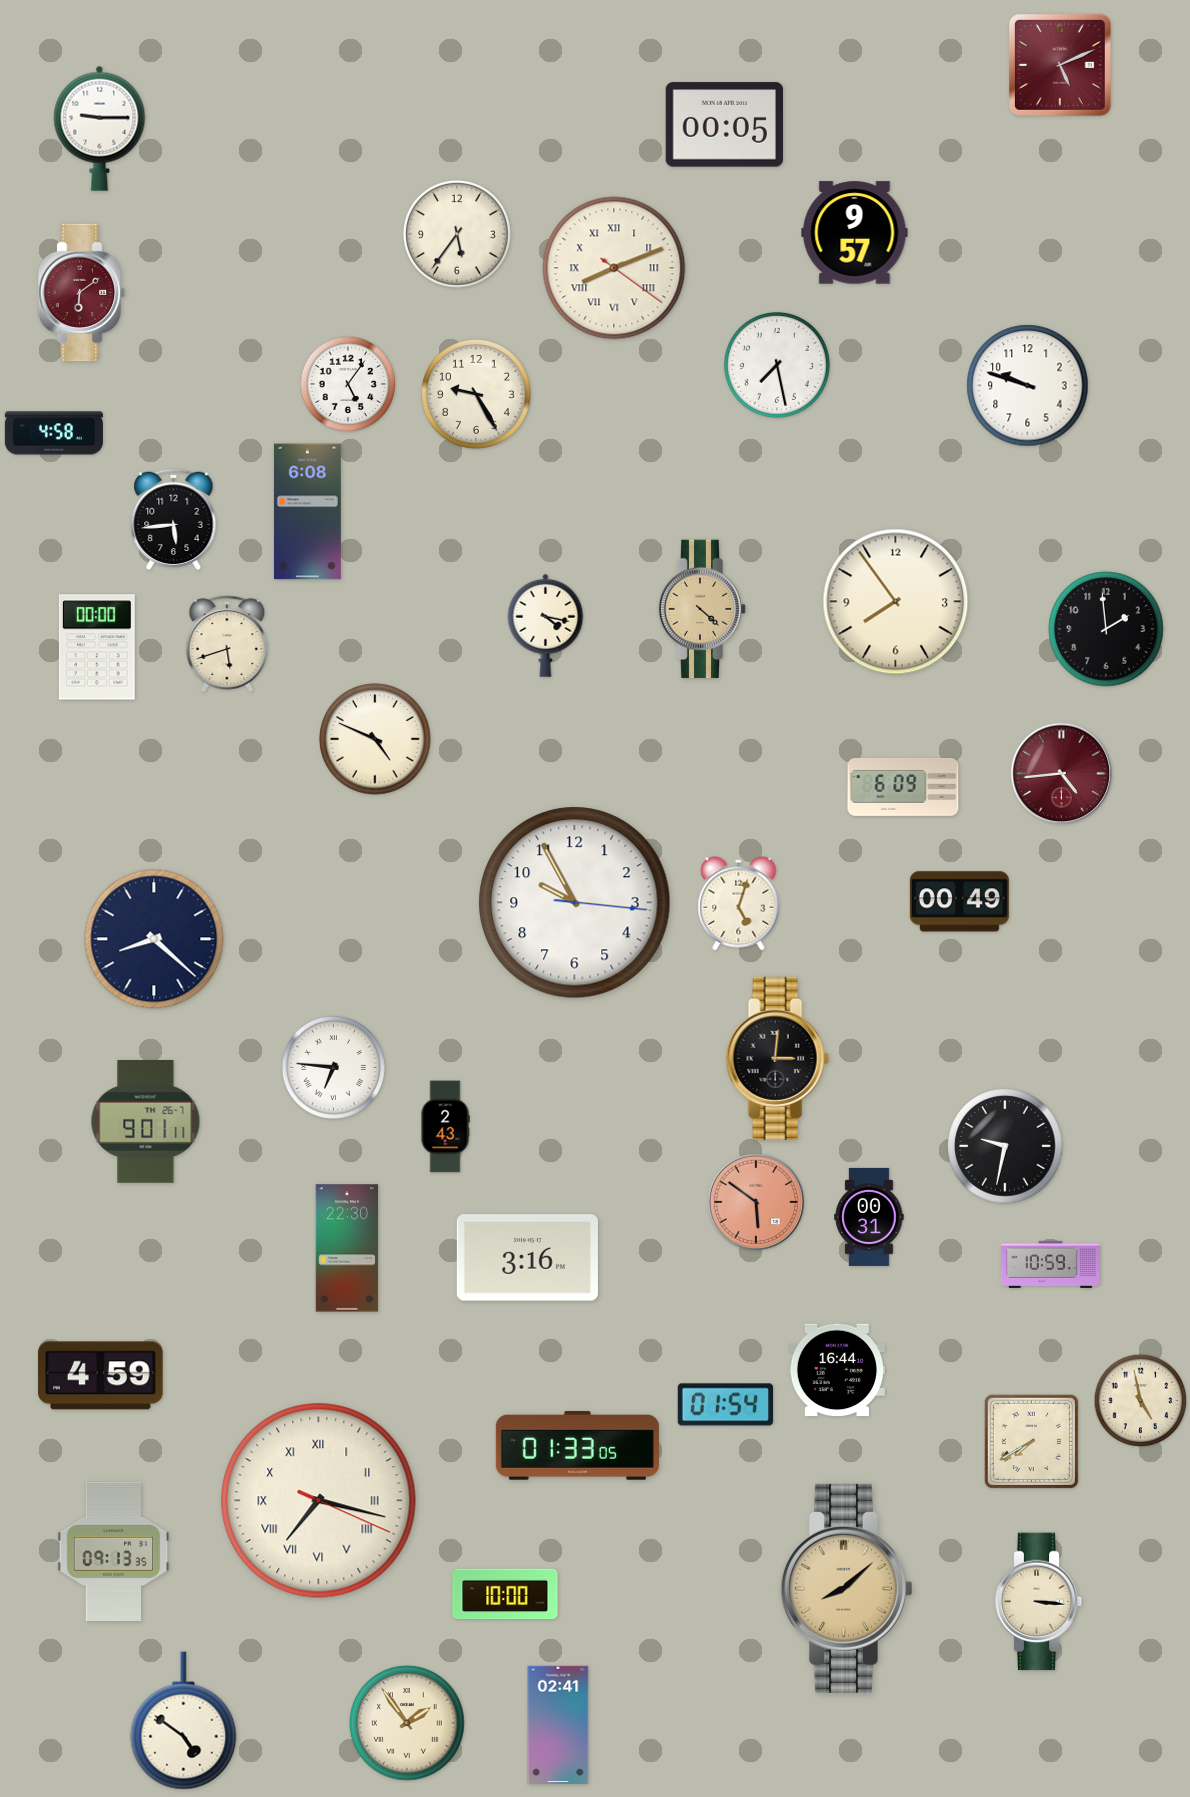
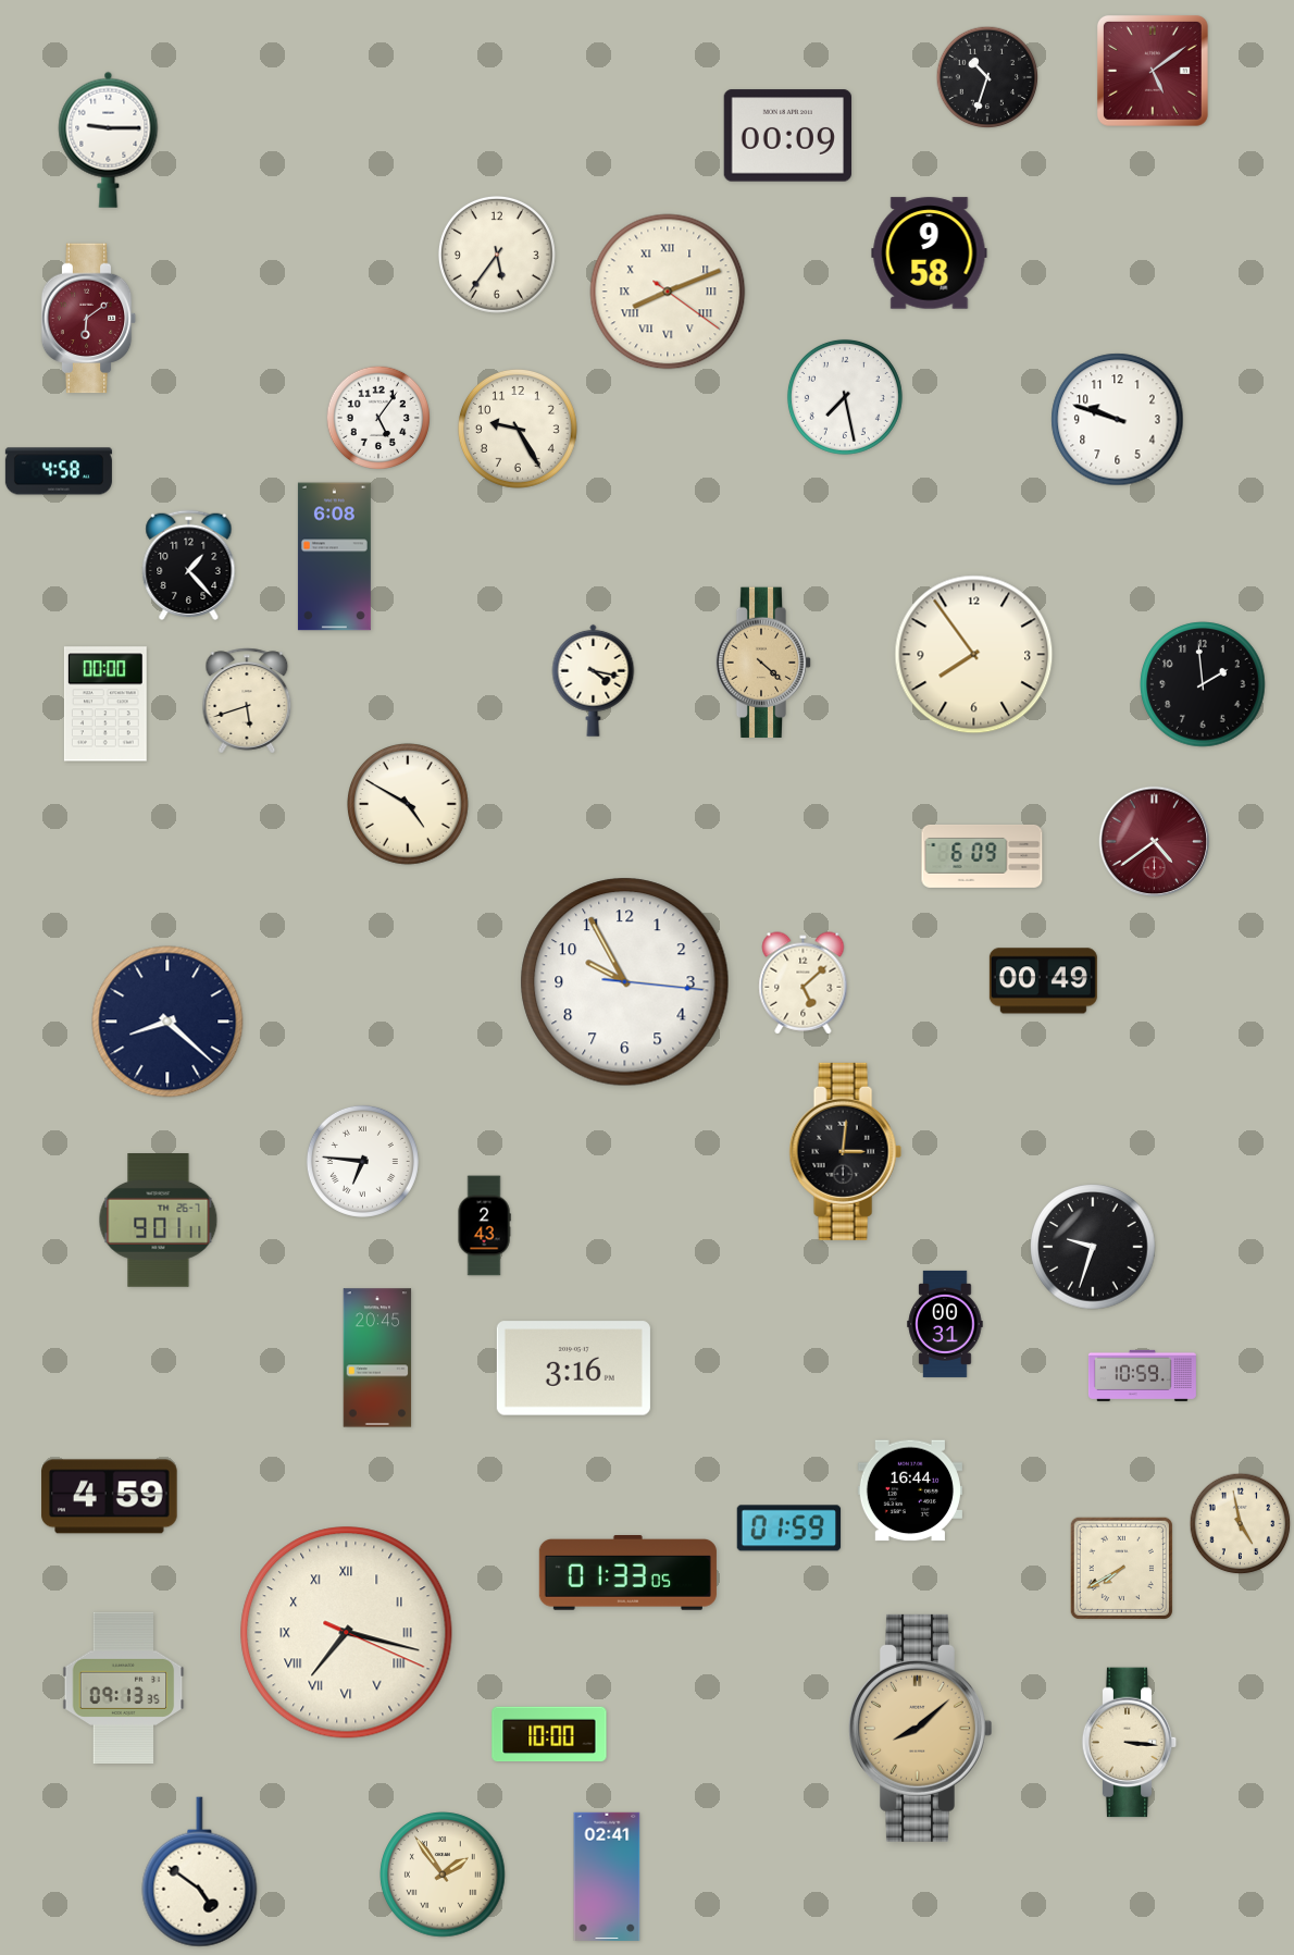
clock at (1060, 65): 5:11 -> 5:09
clock at (987, 77): none -> 10:33
clock at (724, 125): 00:05 -> 00:09
clock at (855, 233): 9:57 -> 9:58
clock at (174, 520): 5:44 -> 1:23
clock at (376, 740): 4:49 -> 4:50
clock at (1062, 774): 4:44 -> 4:39
clock at (739, 904): 5:03 -> 5:08
clock at (1005, 1146): 9:32 -> 9:33
clock at (756, 1202): 5:51 -> none
clock at (347, 1248): 22:30 -> 20:45
clock at (726, 1405): 01:54 -> 01:59
